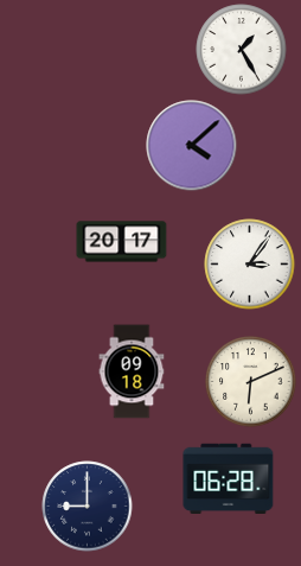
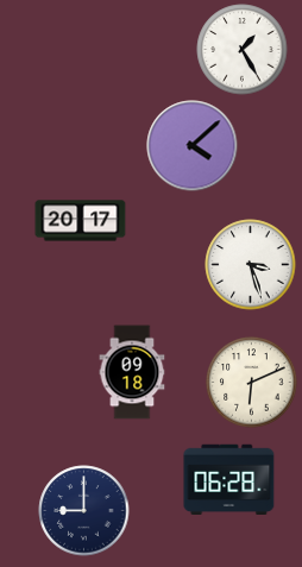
clock at (122, 242) position: (122, 242) -> (81, 221)
clock at (250, 265): 3:06 -> 3:27
clock at (88, 507) position: (88, 507) -> (84, 511)
